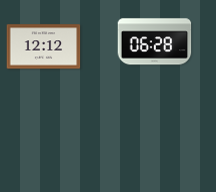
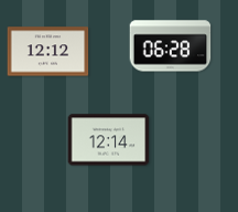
clock at (109, 140): none -> 12:14
